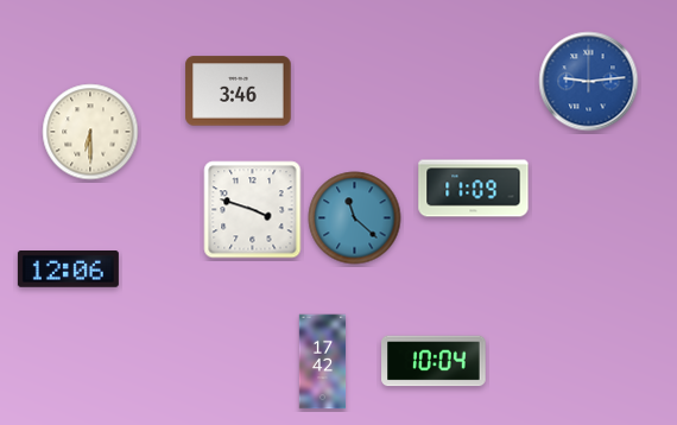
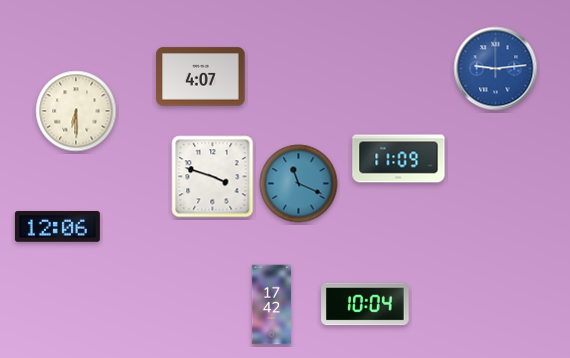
clock at (239, 91): 3:46 -> 4:07
clock at (355, 218): 11:22 -> 11:19
